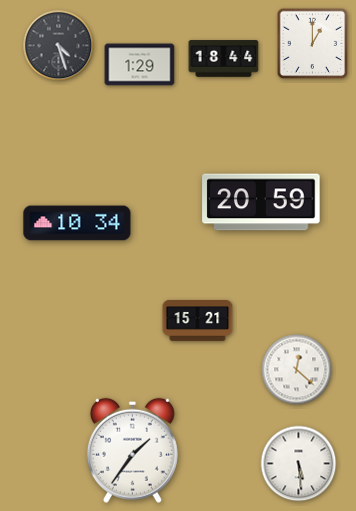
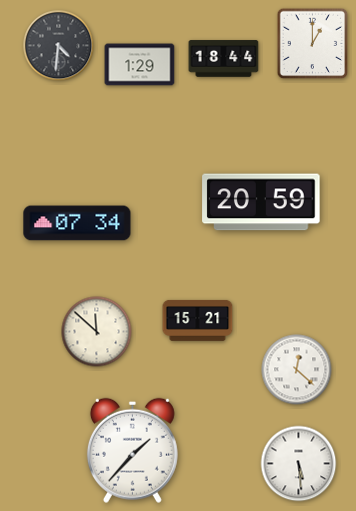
clock at (59, 46): 4:27 -> 4:31
clock at (77, 223): 10:34 -> 07:34
clock at (97, 332): none -> 11:52
clock at (132, 450): 1:36 -> 1:37
